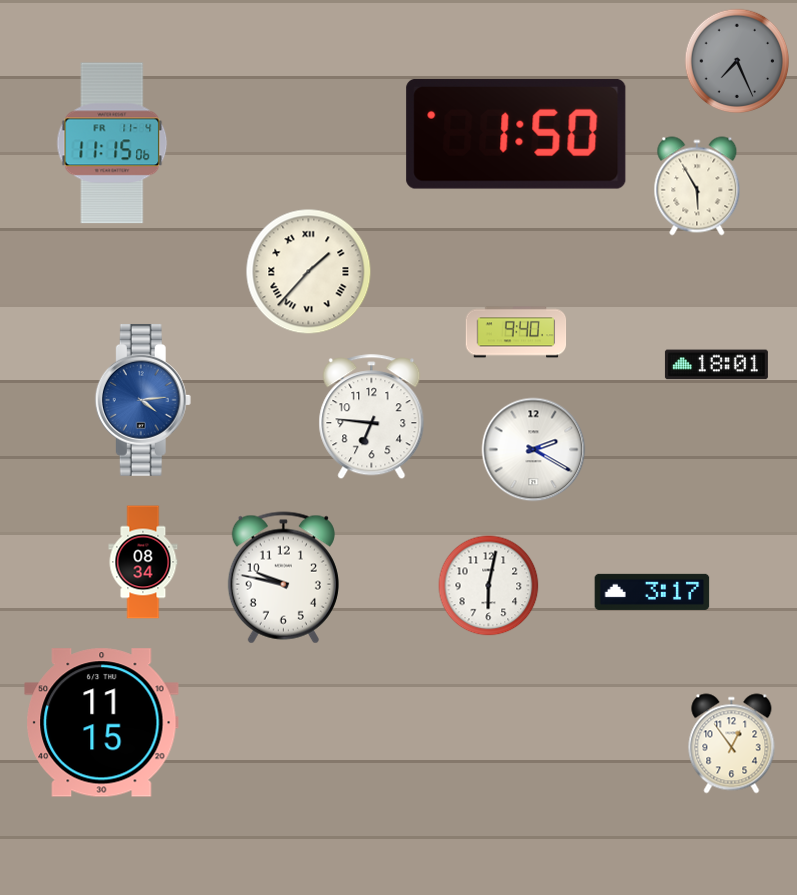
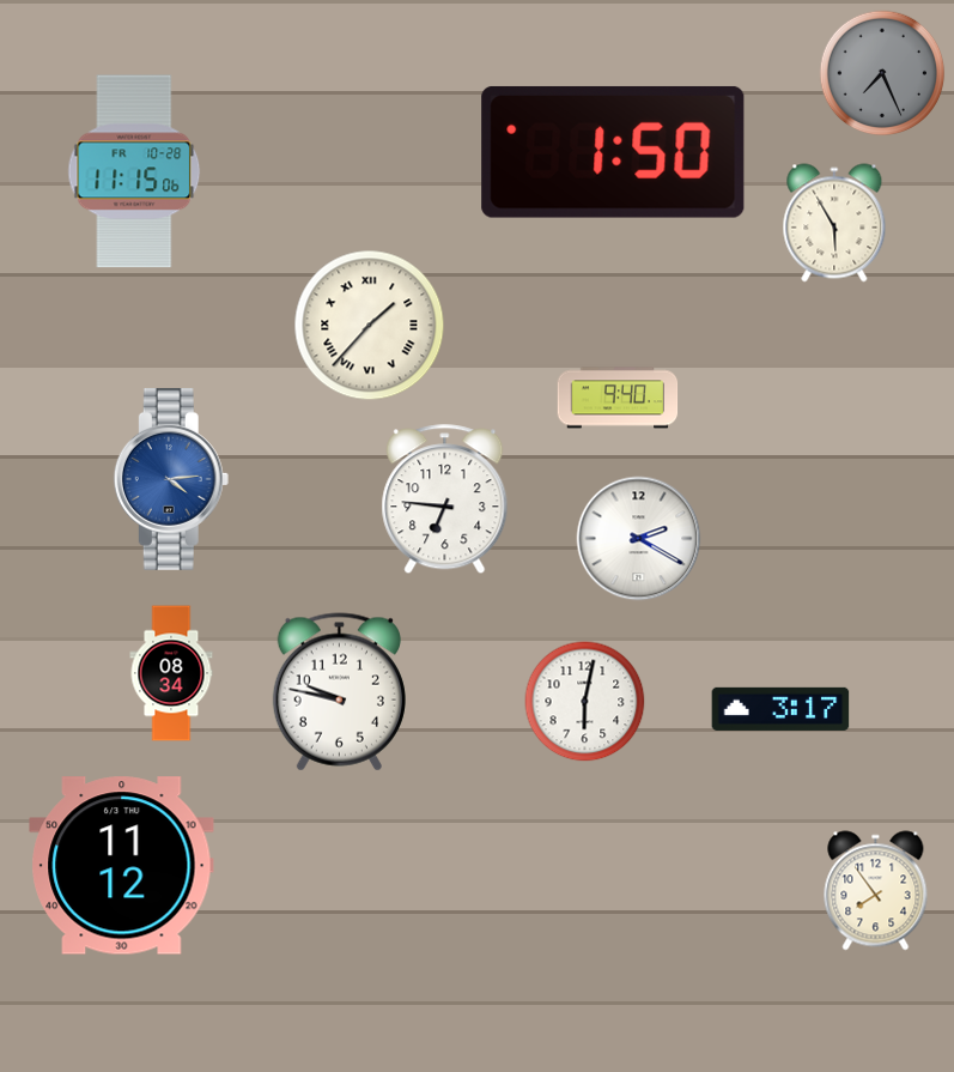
clock at (516, 134) position: (516, 134) -> (613, 152)
clock at (112, 143) date: FR 11-4 -> FR 10-28
clock at (716, 365): 18:01 -> none
clock at (102, 723): 11:15 -> 11:12
clock at (732, 744): 12:54 -> 7:54
